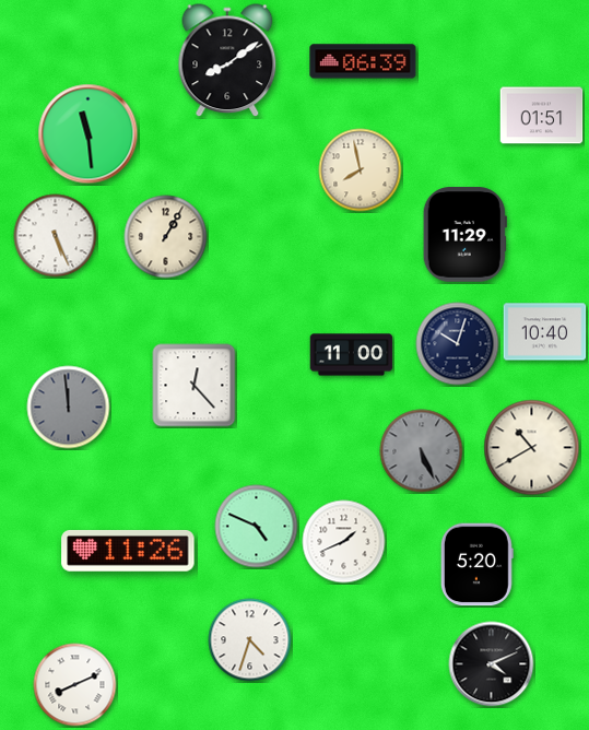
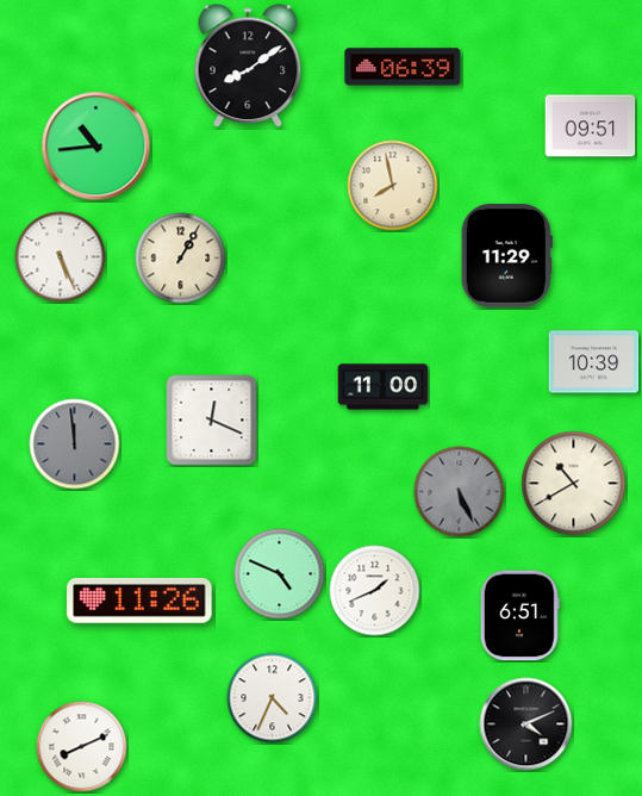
clock at (363, 61) position: (363, 61) -> (403, 67)
clock at (542, 116): 01:51 -> 09:51
clock at (89, 134): 11:29 -> 10:44
clock at (545, 332): 10:40 -> 10:39
clock at (458, 344): 10:03 -> none
clock at (195, 386): 12:23 -> 12:19
clock at (532, 448) position: (532, 448) -> (574, 484)
clock at (476, 565): 5:20 -> 6:51
clock at (250, 640): 4:33 -> 4:34
clock at (492, 664) position: (492, 664) -> (526, 725)
